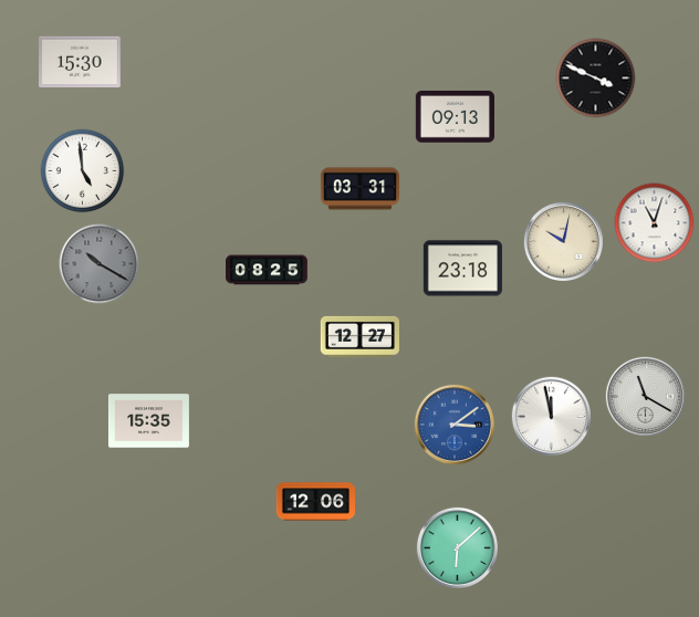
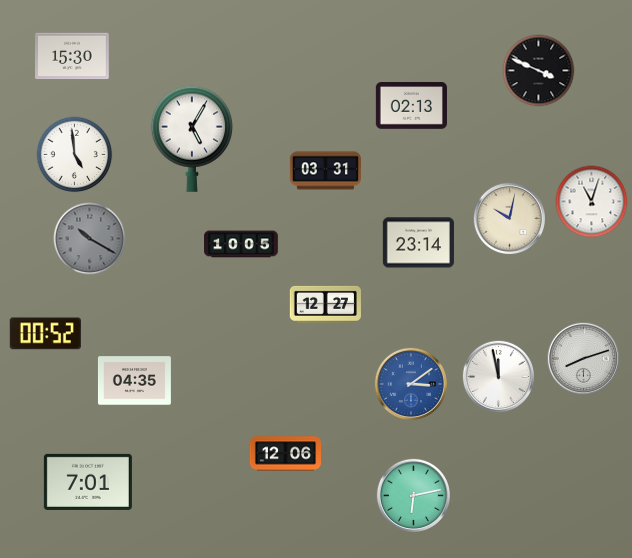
clock at (455, 117): 09:13 -> 02:13
clock at (192, 139): none -> 5:05
clock at (462, 269): 23:18 -> 23:14
clock at (267, 270): 08:25 -> 10:05
clock at (45, 334): none -> 00:52
clock at (645, 396): 11:20 -> 8:12
clock at (148, 421): 15:35 -> 04:35
clock at (88, 482): none -> 7:01
clock at (457, 547): 6:08 -> 6:13
